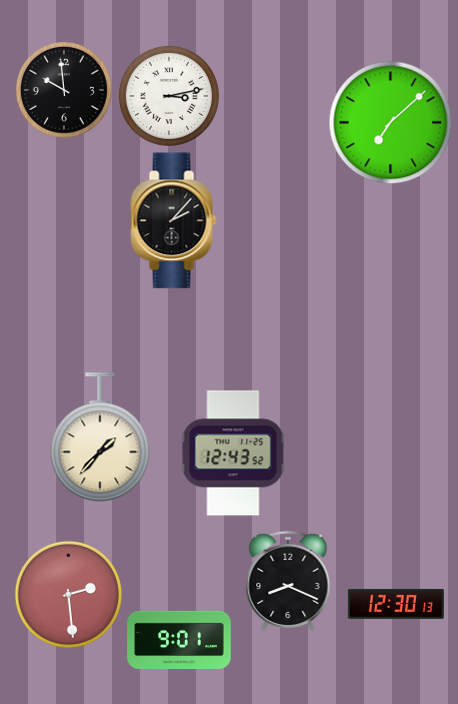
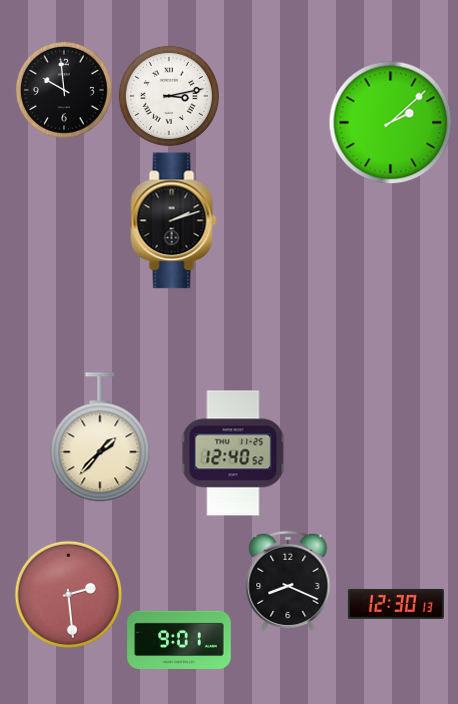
clock at (390, 122): 7:08 -> 2:08
clock at (174, 221): 2:07 -> 2:12
clock at (233, 453): 12:43 -> 12:40
